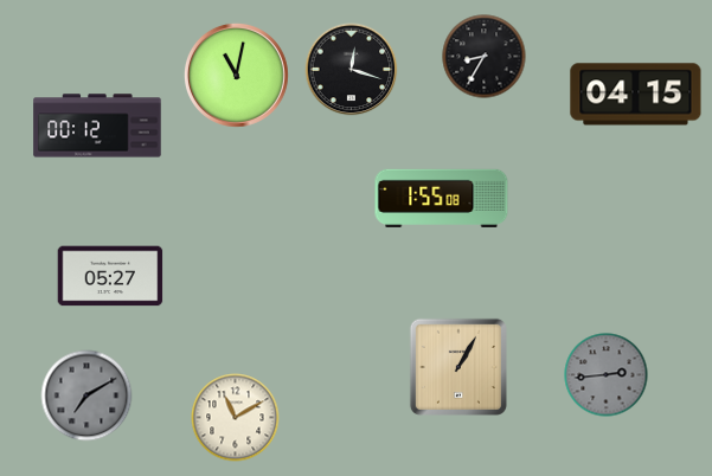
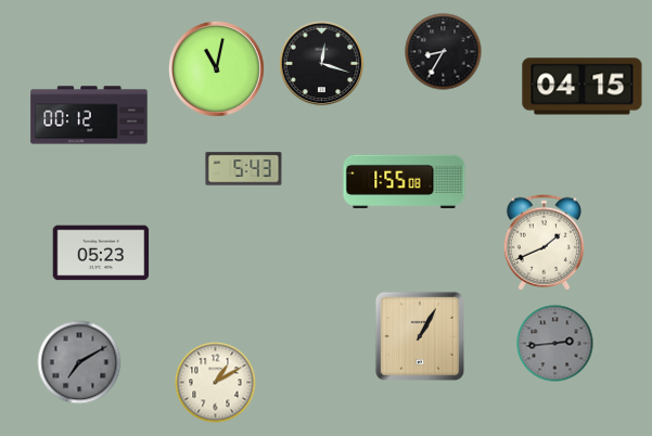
clock at (244, 169): none -> 5:43
clock at (545, 243): none -> 1:41
clock at (110, 276): 05:27 -> 05:23
clock at (236, 418): 11:10 -> 1:10
